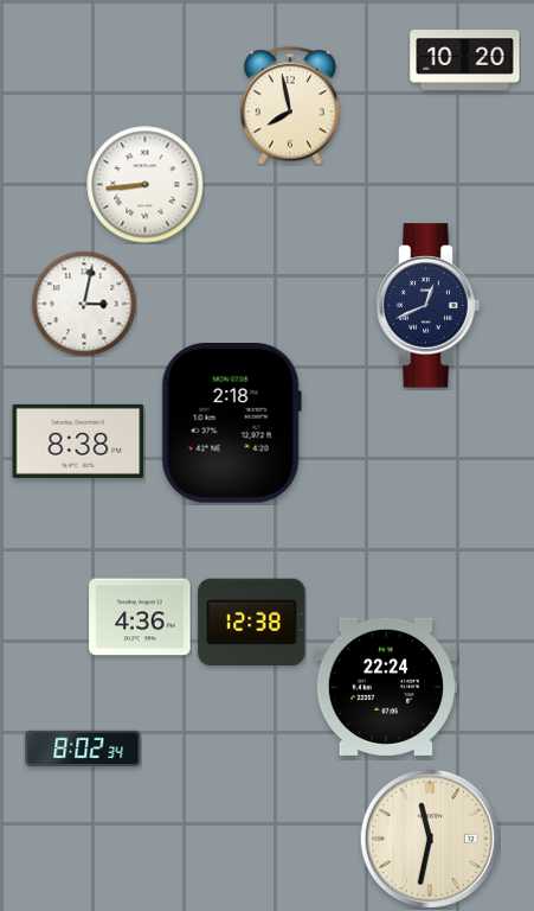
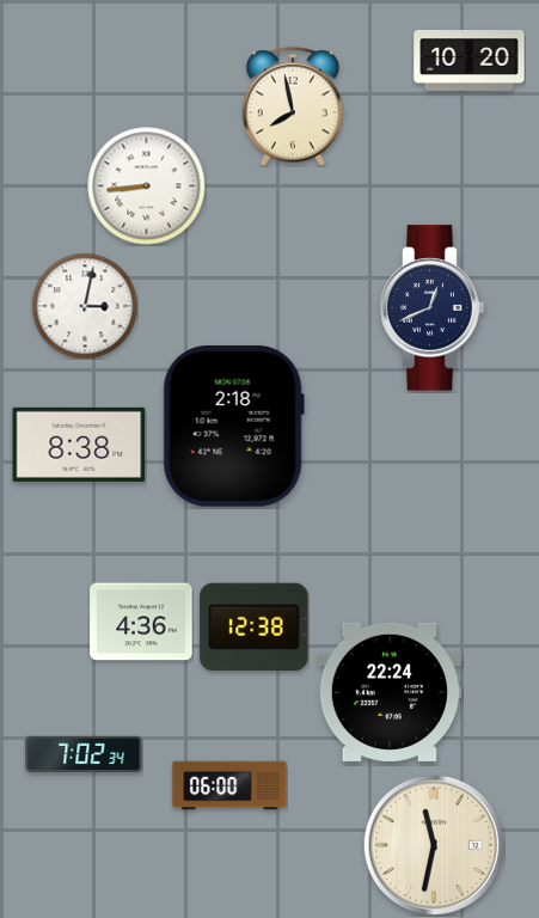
clock at (83, 748): 8:02 -> 7:02
clock at (229, 785): none -> 06:00
